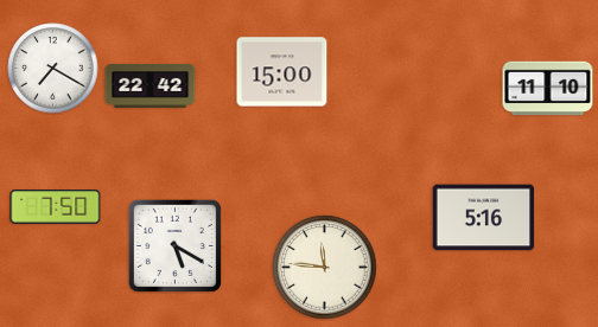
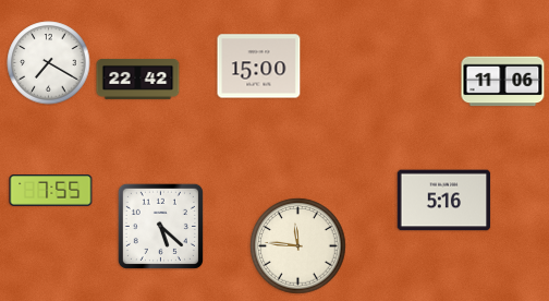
clock at (548, 89): 11:10 -> 11:06
clock at (56, 207): 7:50 -> 7:55
clock at (174, 245): 5:20 -> 5:22
